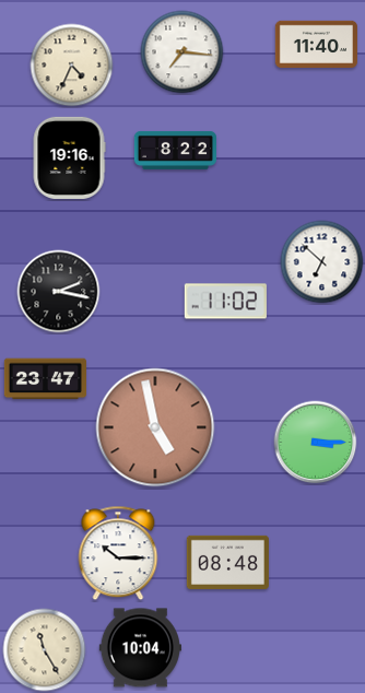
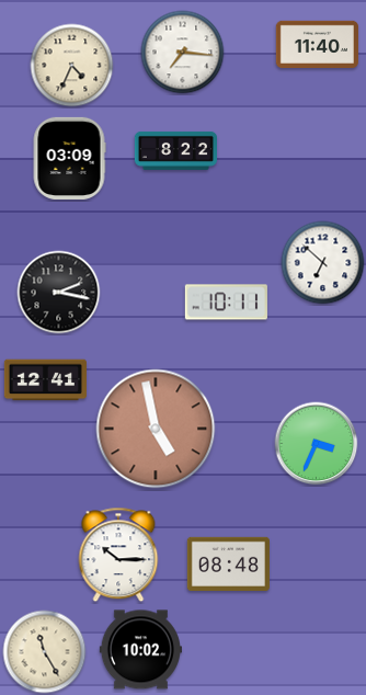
clock at (69, 157): 19:16 -> 03:09
clock at (225, 302): 11:02 -> 10:11
clock at (45, 379): 23:47 -> 12:41
clock at (316, 443): 3:15 -> 3:34
clock at (140, 648): 10:04 -> 10:02
